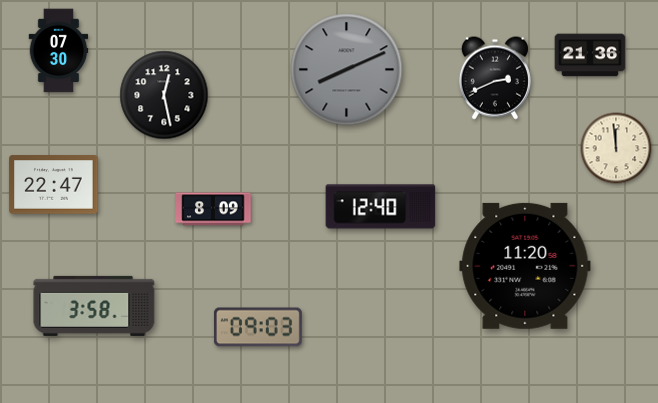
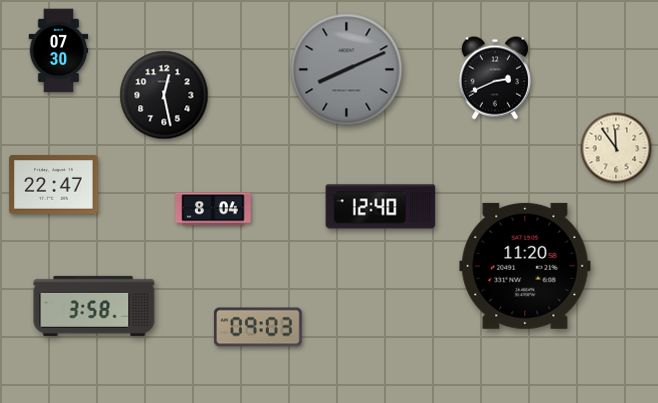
clock at (590, 55): 21:36 -> none
clock at (616, 148): 11:59 -> 11:54
clock at (213, 209): 8:09 -> 8:04
